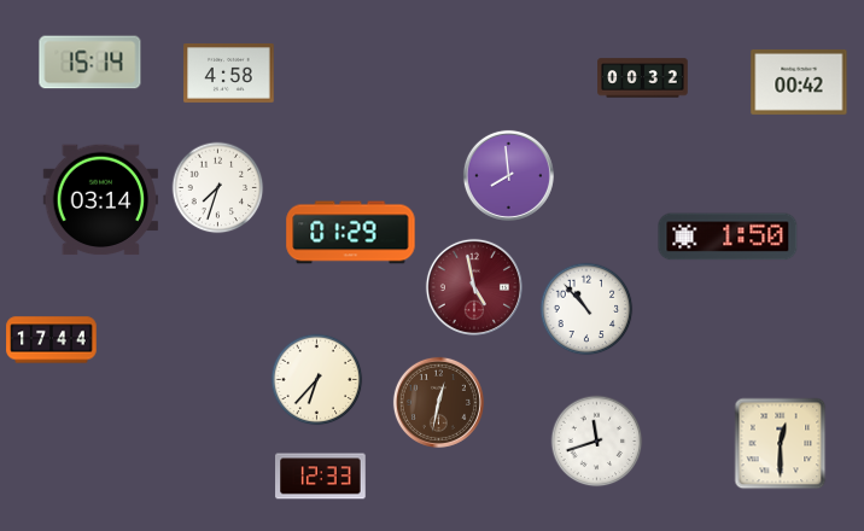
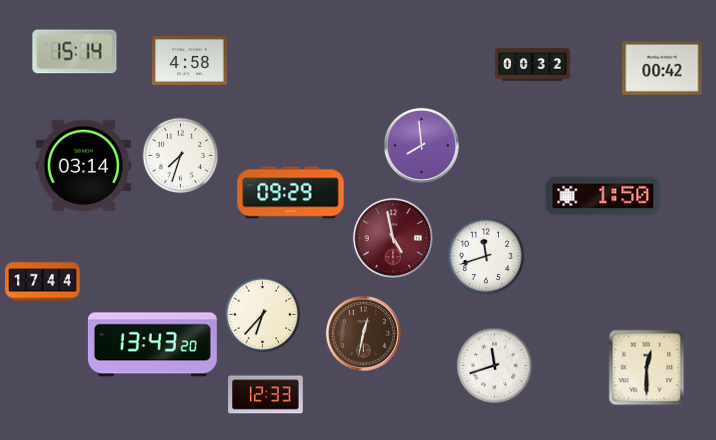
clock at (351, 233): 01:29 -> 09:29
clock at (586, 309): 10:53 -> 11:42
clock at (152, 345): none -> 13:43
